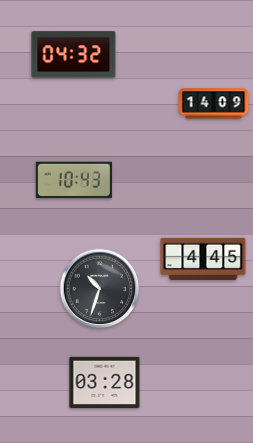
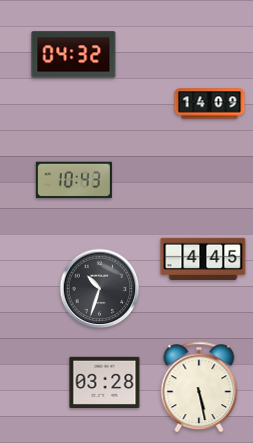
clock at (214, 104) position: (214, 104) -> (210, 104)
clock at (199, 387): none -> 5:28
